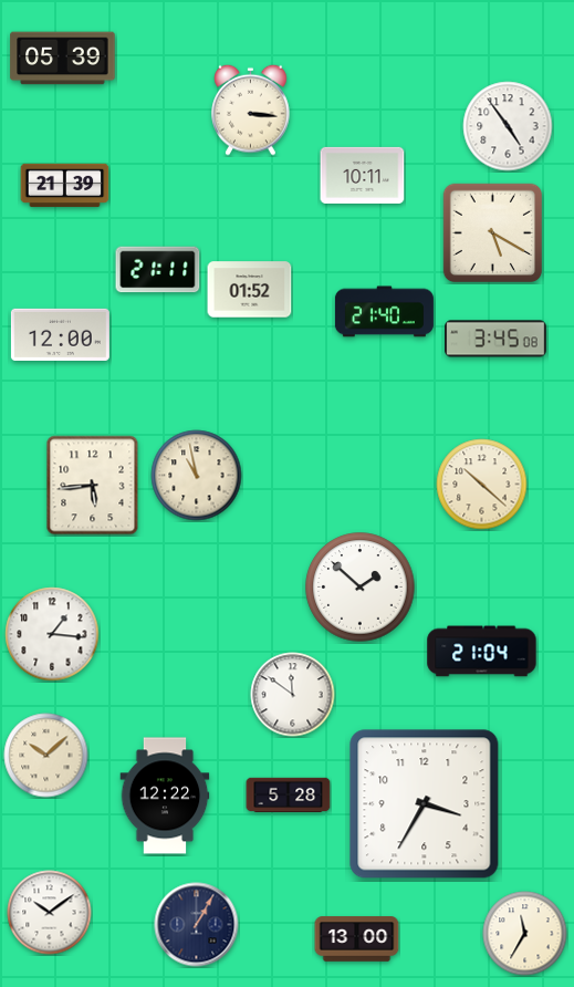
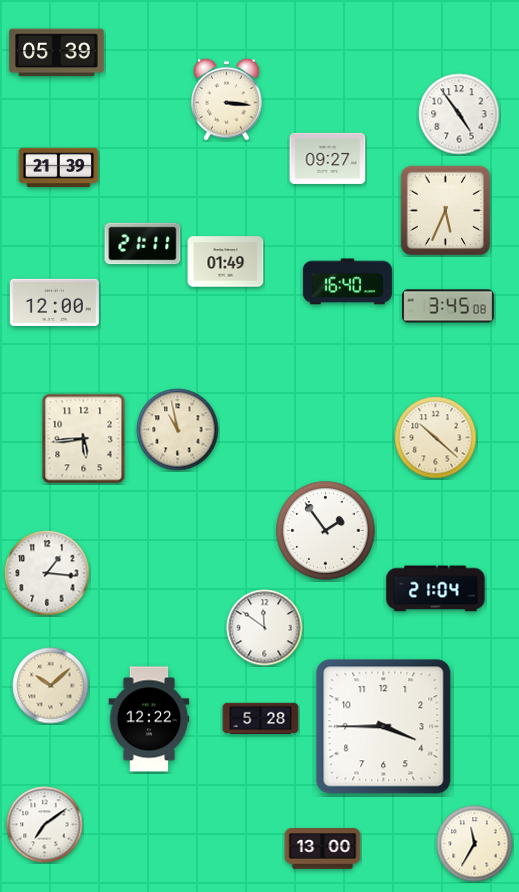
clock at (363, 175): 10:11 -> 09:27
clock at (493, 233): 5:20 -> 5:34
clock at (250, 290): 01:52 -> 01:49
clock at (384, 312): 21:40 -> 16:40
clock at (361, 588): 1:52 -> 1:54
clock at (46, 756) position: (46, 756) -> (51, 686)
clock at (425, 804): 3:35 -> 3:45
clock at (50, 913): 10:09 -> 7:09
clock at (197, 925): 1:05 -> none
